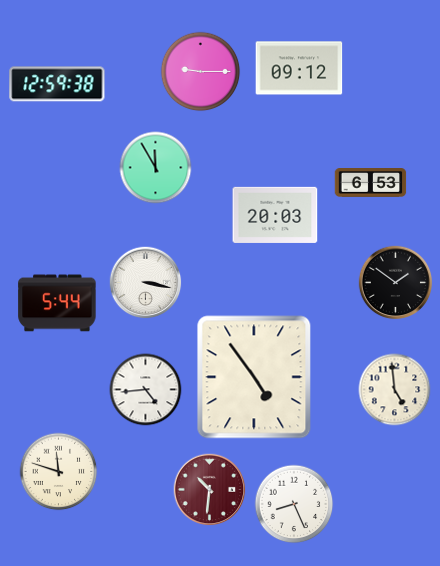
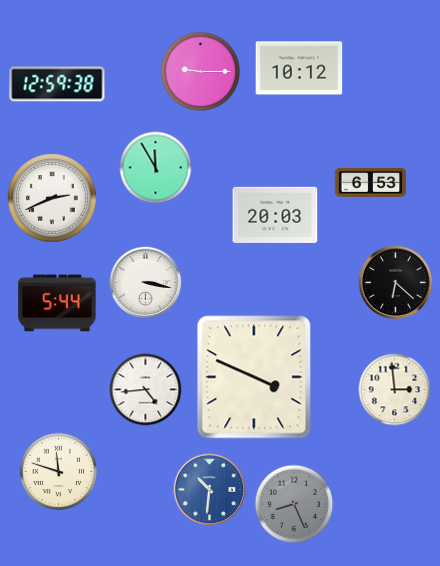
clock at (299, 68): 09:12 -> 10:12
clock at (52, 198): none -> 2:41
clock at (396, 283): 1:51 -> 6:22
clock at (254, 377): 4:54 -> 3:49
clock at (395, 390): 4:59 -> 2:59
clock at (210, 490) dial: burgundy -> blue
clock at (294, 504) dial: white -> grey
